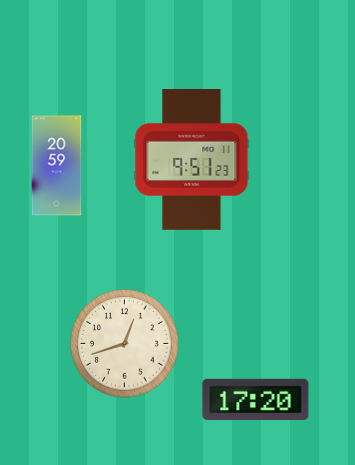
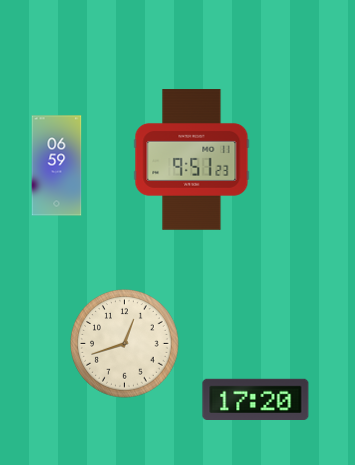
clock at (57, 166): 20:59 -> 06:59
